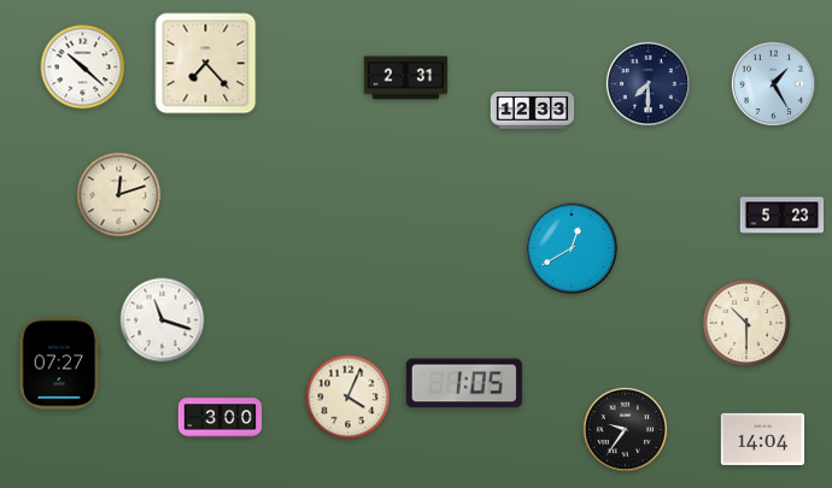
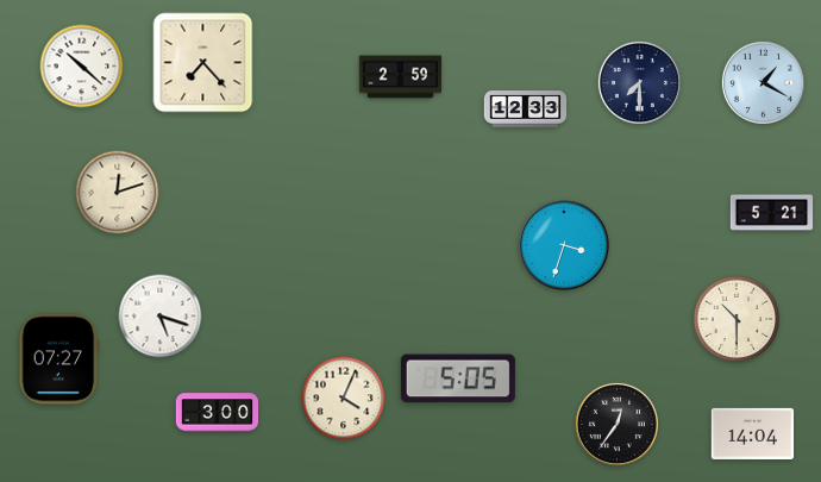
clock at (406, 78): 2:31 -> 2:59
clock at (773, 83): 1:25 -> 1:20
clock at (783, 216): 5:23 -> 5:21
clock at (572, 248): 12:40 -> 3:33
clock at (163, 321): 11:18 -> 5:18
clock at (464, 383): 1:05 -> 5:05
clock at (348, 398) position: (348, 398) -> (344, 399)
clock at (625, 429): 9:36 -> 12:36
